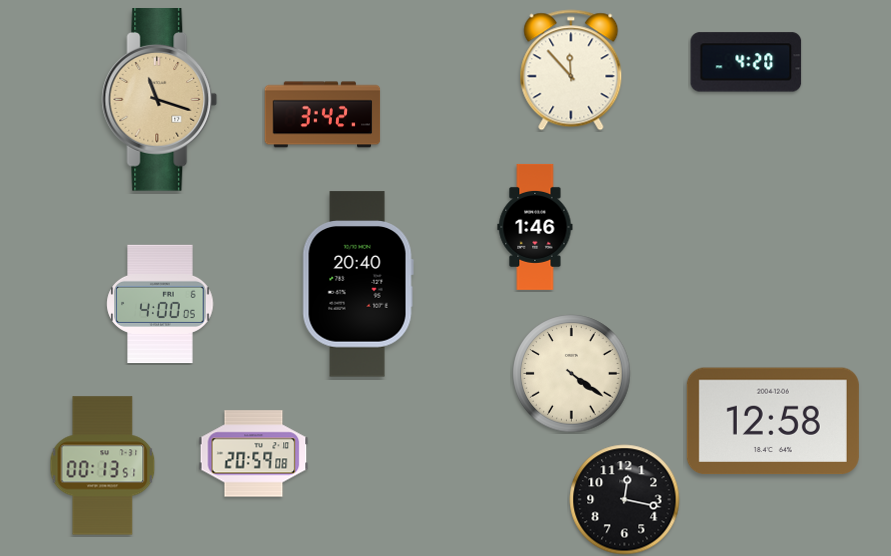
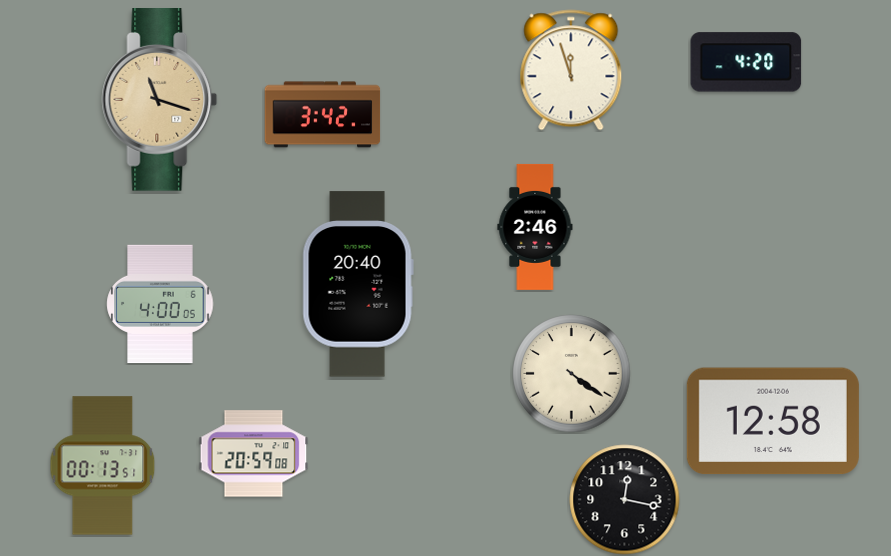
clock at (571, 70): 11:53 -> 11:57
clock at (535, 227): 1:46 -> 2:46
